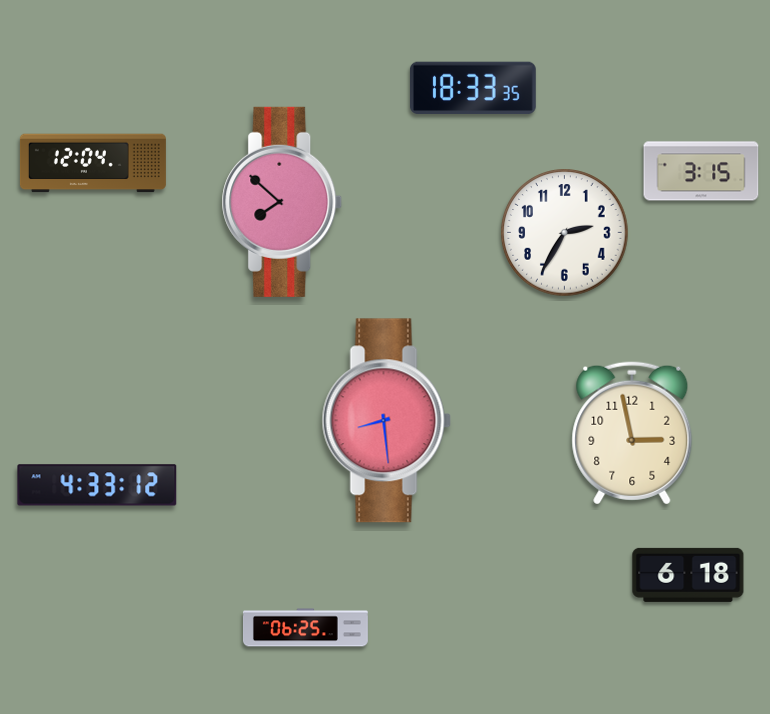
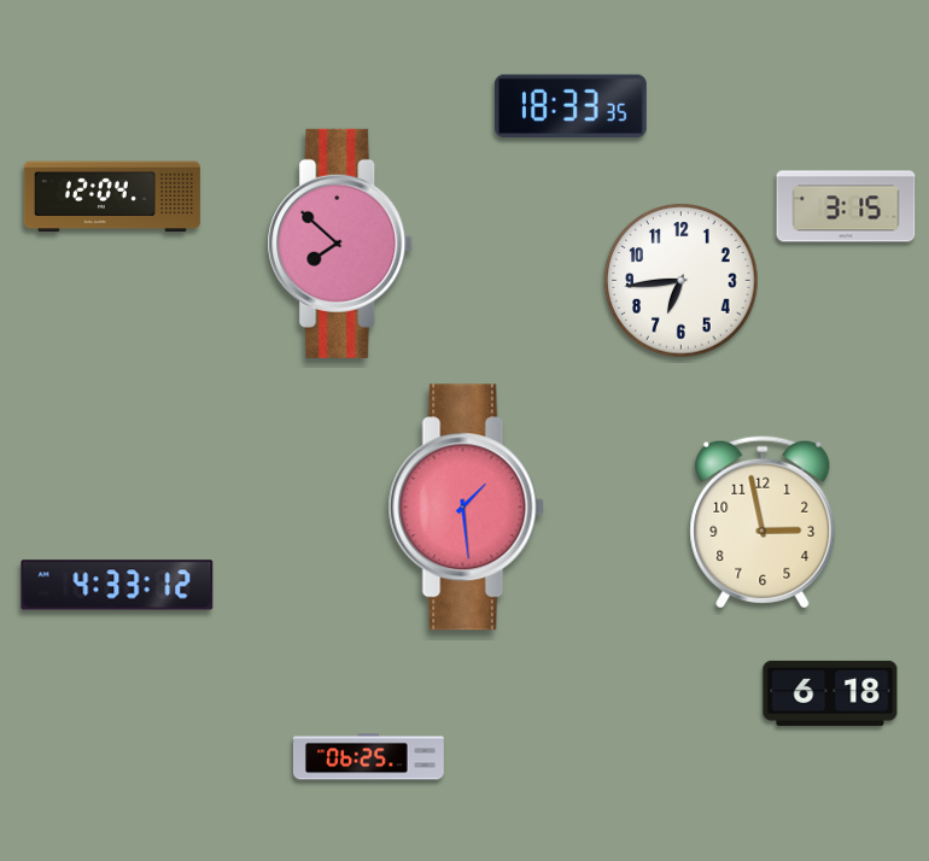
clock at (565, 233): 2:35 -> 6:44
clock at (386, 421): 8:29 -> 1:29
